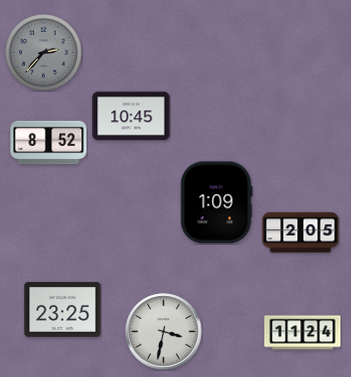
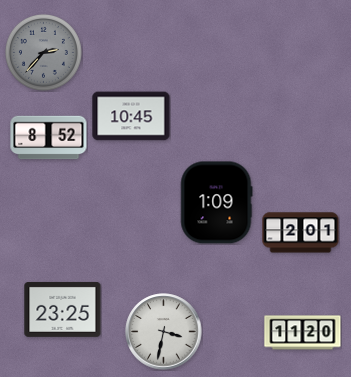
clock at (49, 143) position: (49, 143) -> (49, 138)
clock at (301, 233): 2:05 -> 2:01
clock at (303, 333): 11:24 -> 11:20
